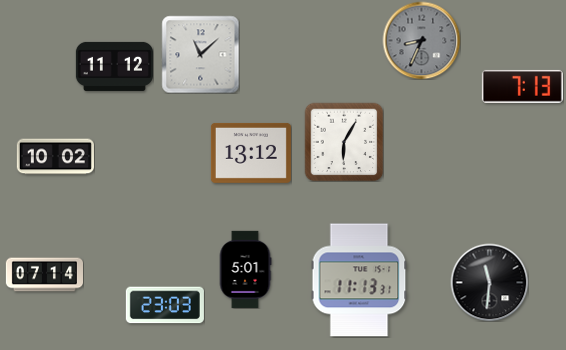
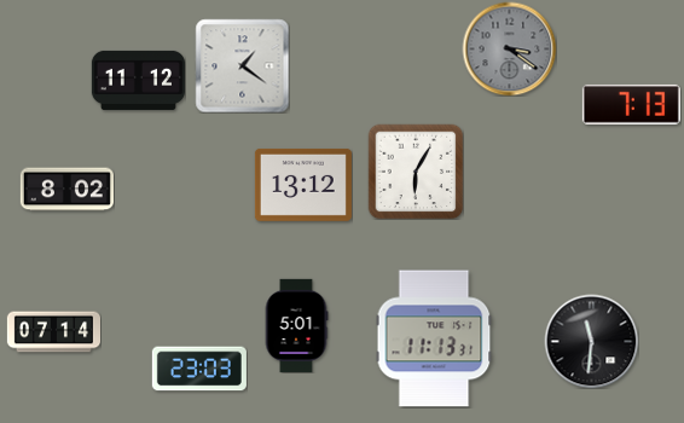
clock at (421, 40): 8:34 -> 3:21
clock at (200, 54): 11:08 -> 1:21
clock at (55, 157): 10:02 -> 8:02
